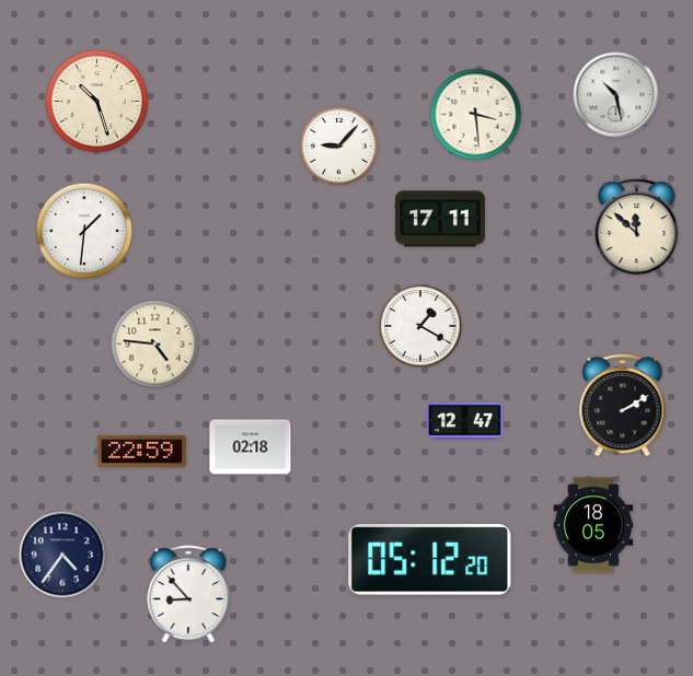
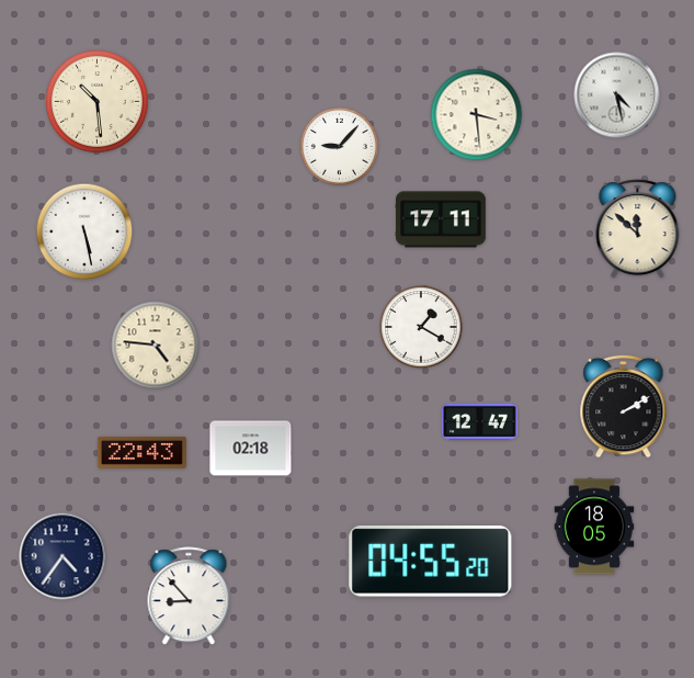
clock at (616, 95): 10:28 -> 4:28
clock at (97, 102): 10:27 -> 10:29
clock at (84, 231): 1:31 -> 5:28
clock at (464, 420) position: (464, 420) -> (479, 421)
clock at (141, 451): 22:59 -> 22:43
clock at (430, 560): 05:12 -> 04:55
